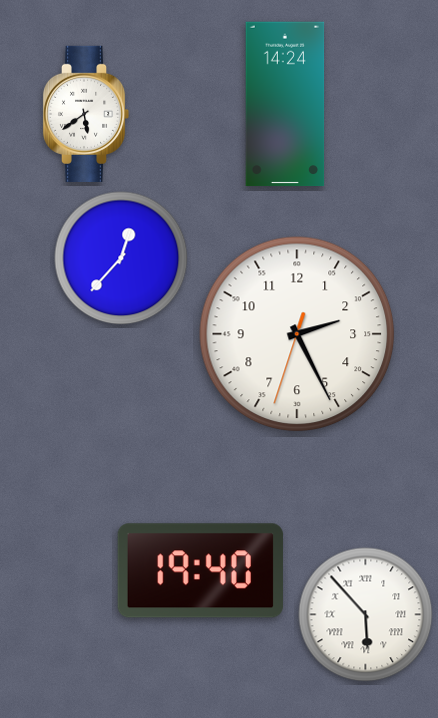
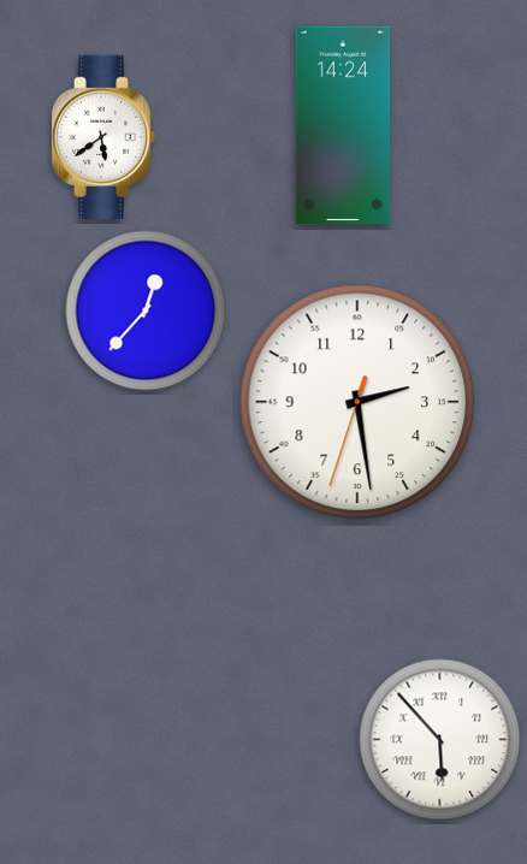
clock at (297, 334): 2:25 -> 2:28
clock at (200, 571): 19:40 -> none
